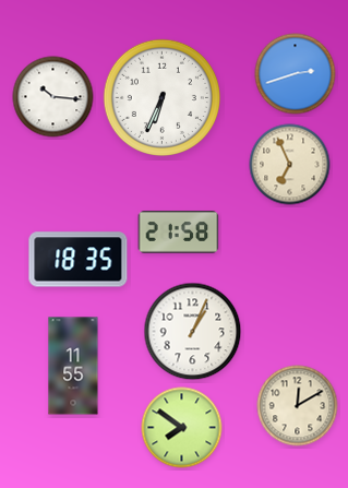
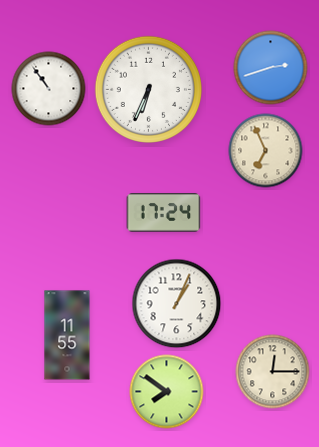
clock at (53, 97): 10:16 -> 10:54
clock at (179, 233): 21:58 -> 17:24
clock at (79, 260): 18:35 -> none
clock at (298, 406): 12:10 -> 12:15
